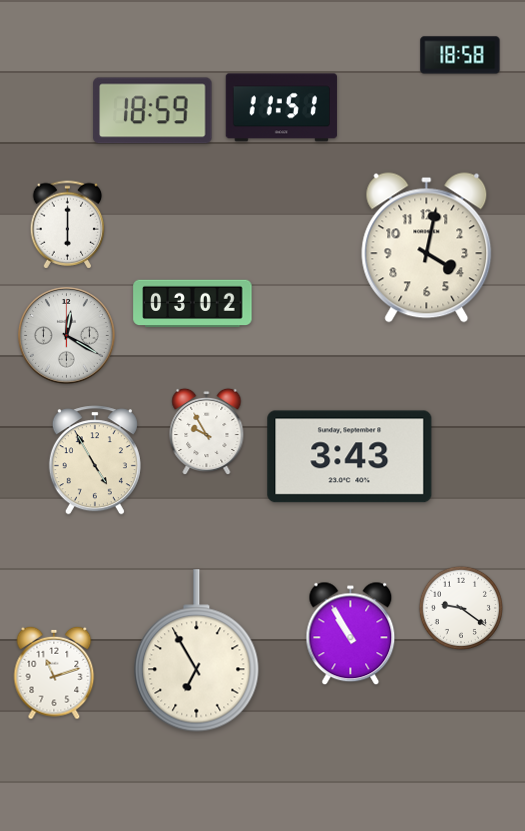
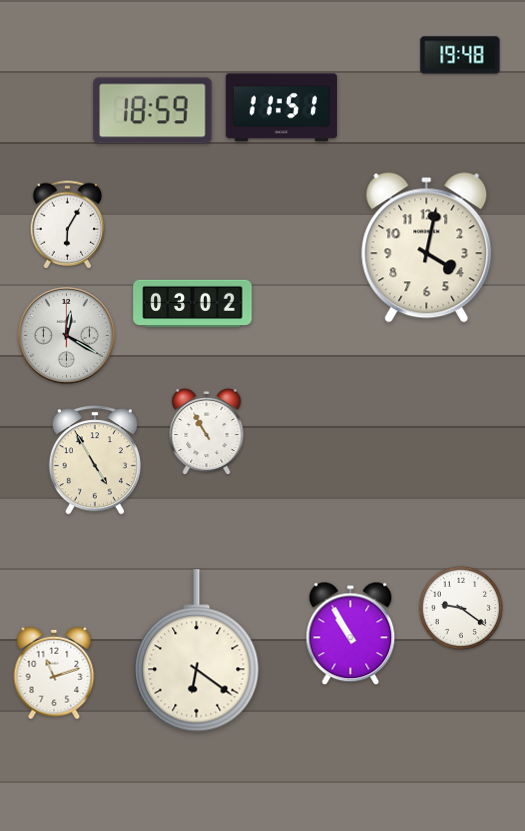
clock at (460, 55): 18:58 -> 19:48
clock at (68, 225): 6:00 -> 6:05
clock at (207, 432): 9:55 -> 10:55
clock at (350, 457): 3:43 -> none
clock at (197, 651): 6:55 -> 6:21
